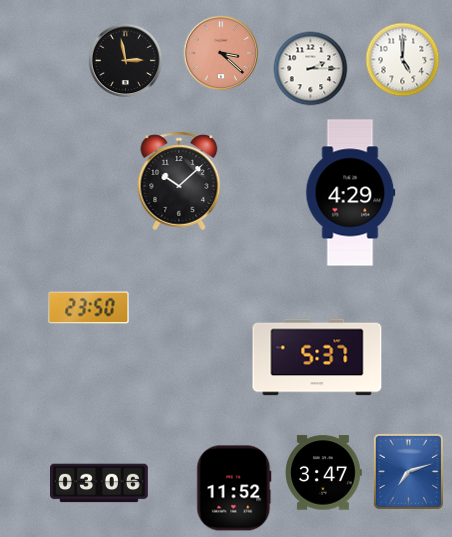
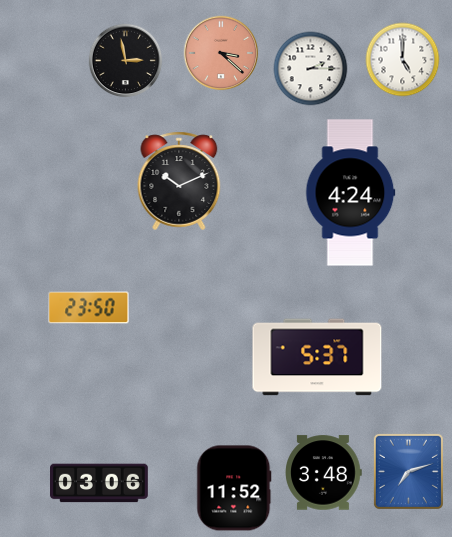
clock at (179, 181): 10:08 -> 10:11
clock at (350, 193): 4:29 -> 4:24
clock at (323, 473): 3:47 -> 3:48
